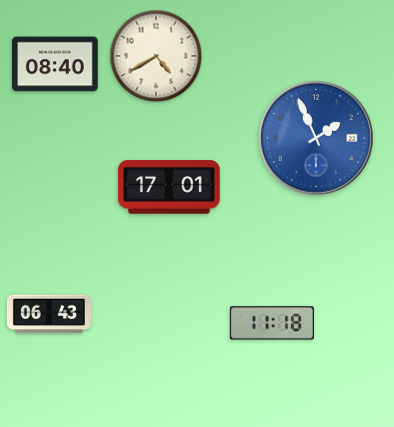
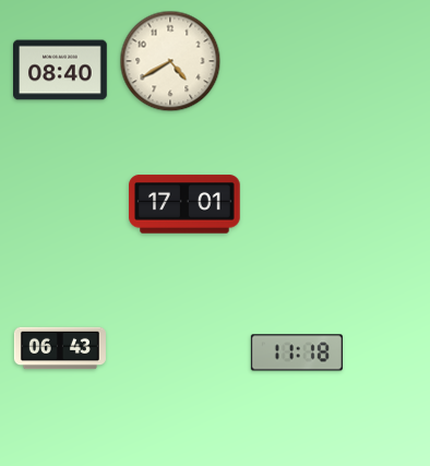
clock at (317, 139): 1:56 -> none
clock at (49, 314) position: (49, 314) -> (60, 348)
